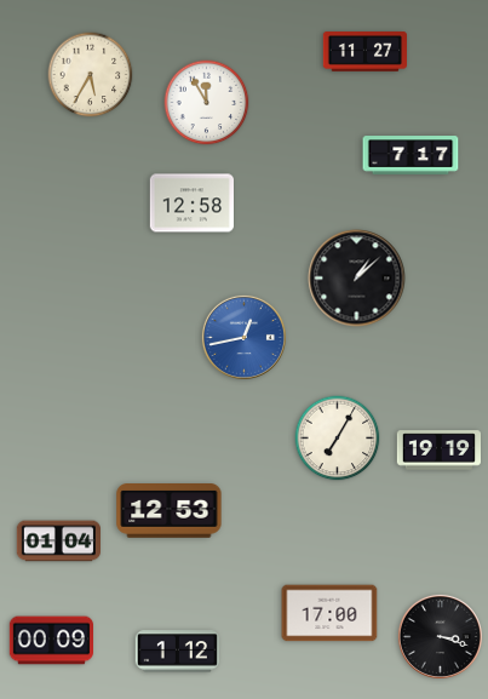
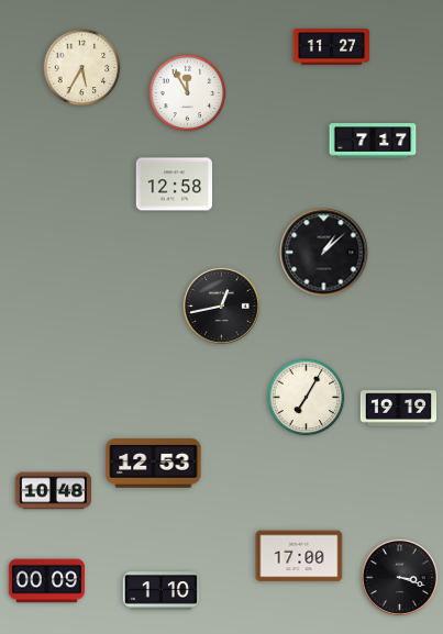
clock at (243, 337) dial: blue -> black
clock at (58, 542): 01:04 -> 10:48
clock at (177, 652): 1:12 -> 1:10
